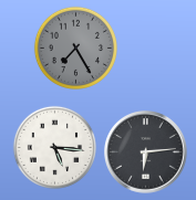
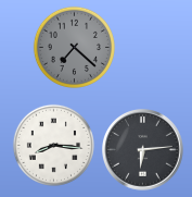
clock at (75, 48): 7:25 -> 7:22
clock at (54, 147): 5:16 -> 8:16
